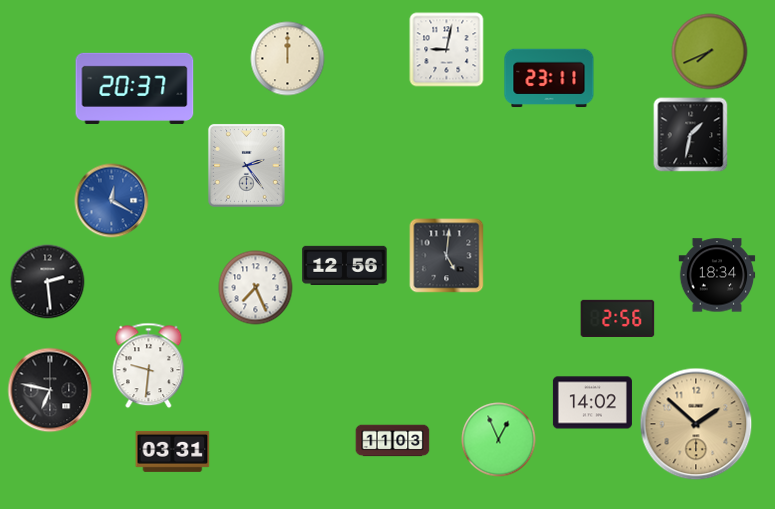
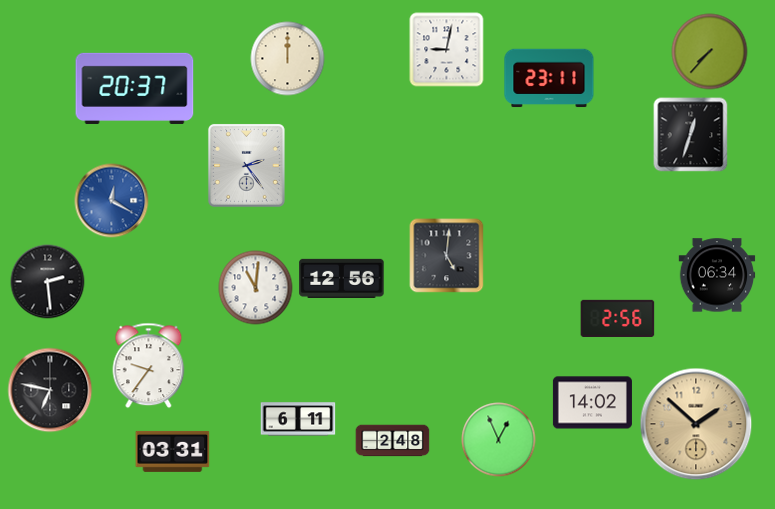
clock at (710, 52): 7:41 -> 7:37
clock at (691, 135): 1:32 -> 12:33
clock at (345, 265) position: (345, 265) -> (342, 278)
clock at (717, 275): 18:34 -> 06:34
clock at (256, 288): 7:26 -> 11:01
clock at (149, 366): 9:31 -> 9:36
clock at (298, 419): none -> 6:11
clock at (393, 441): 11:03 -> 2:48
